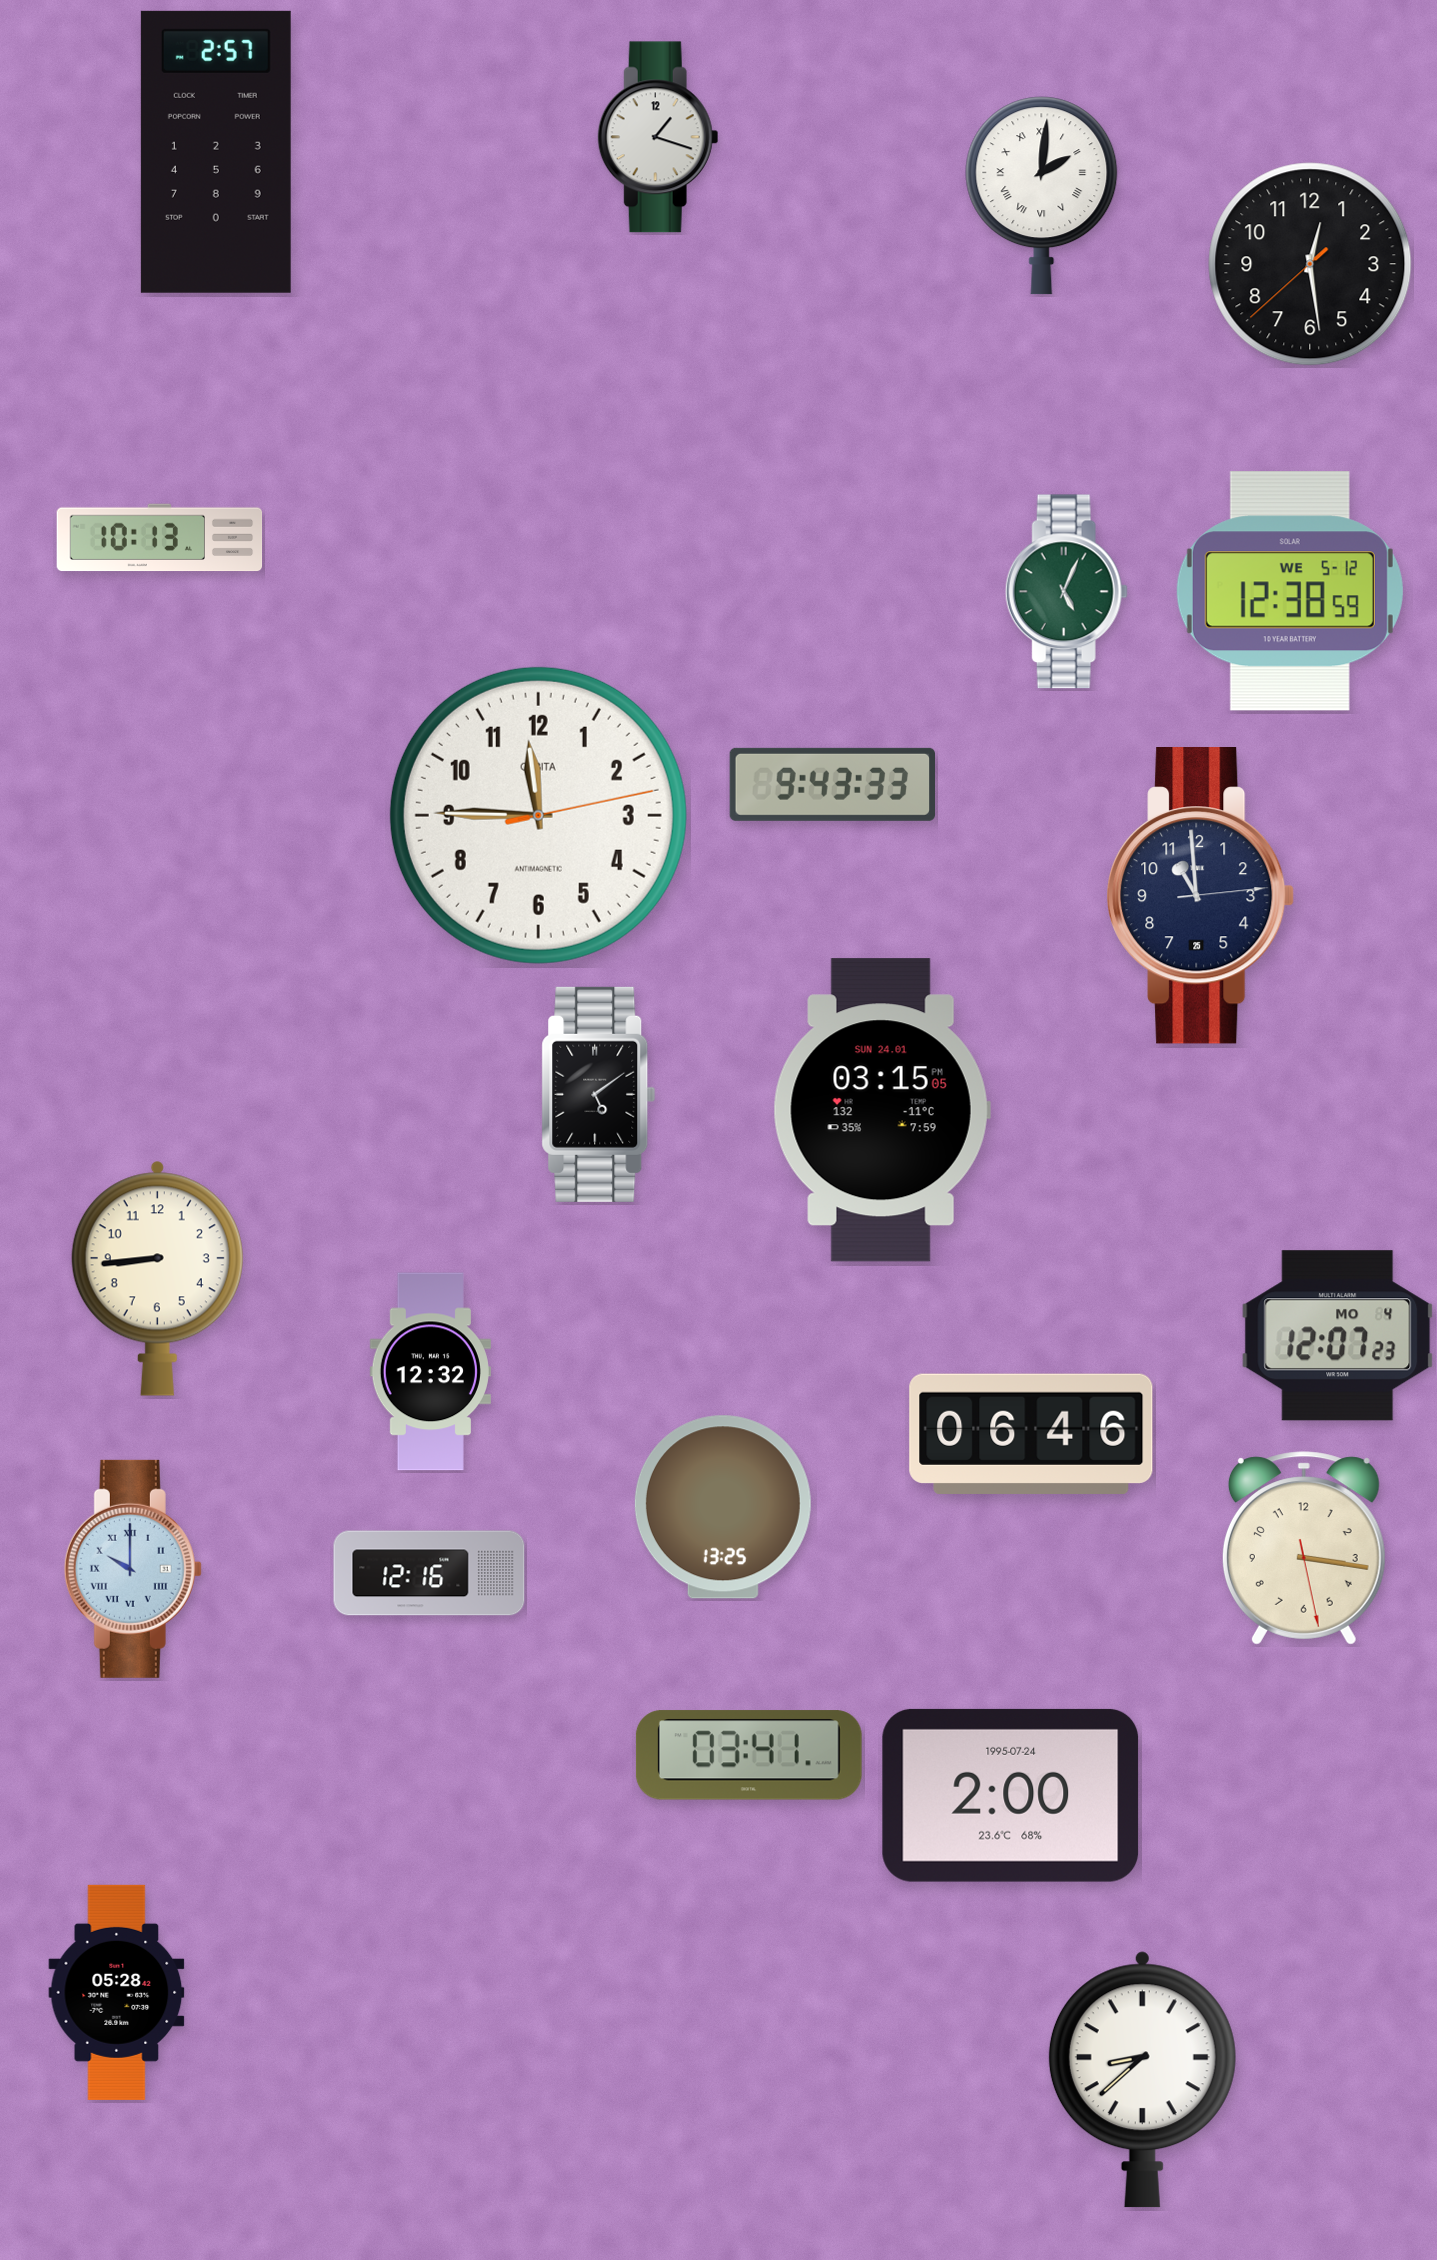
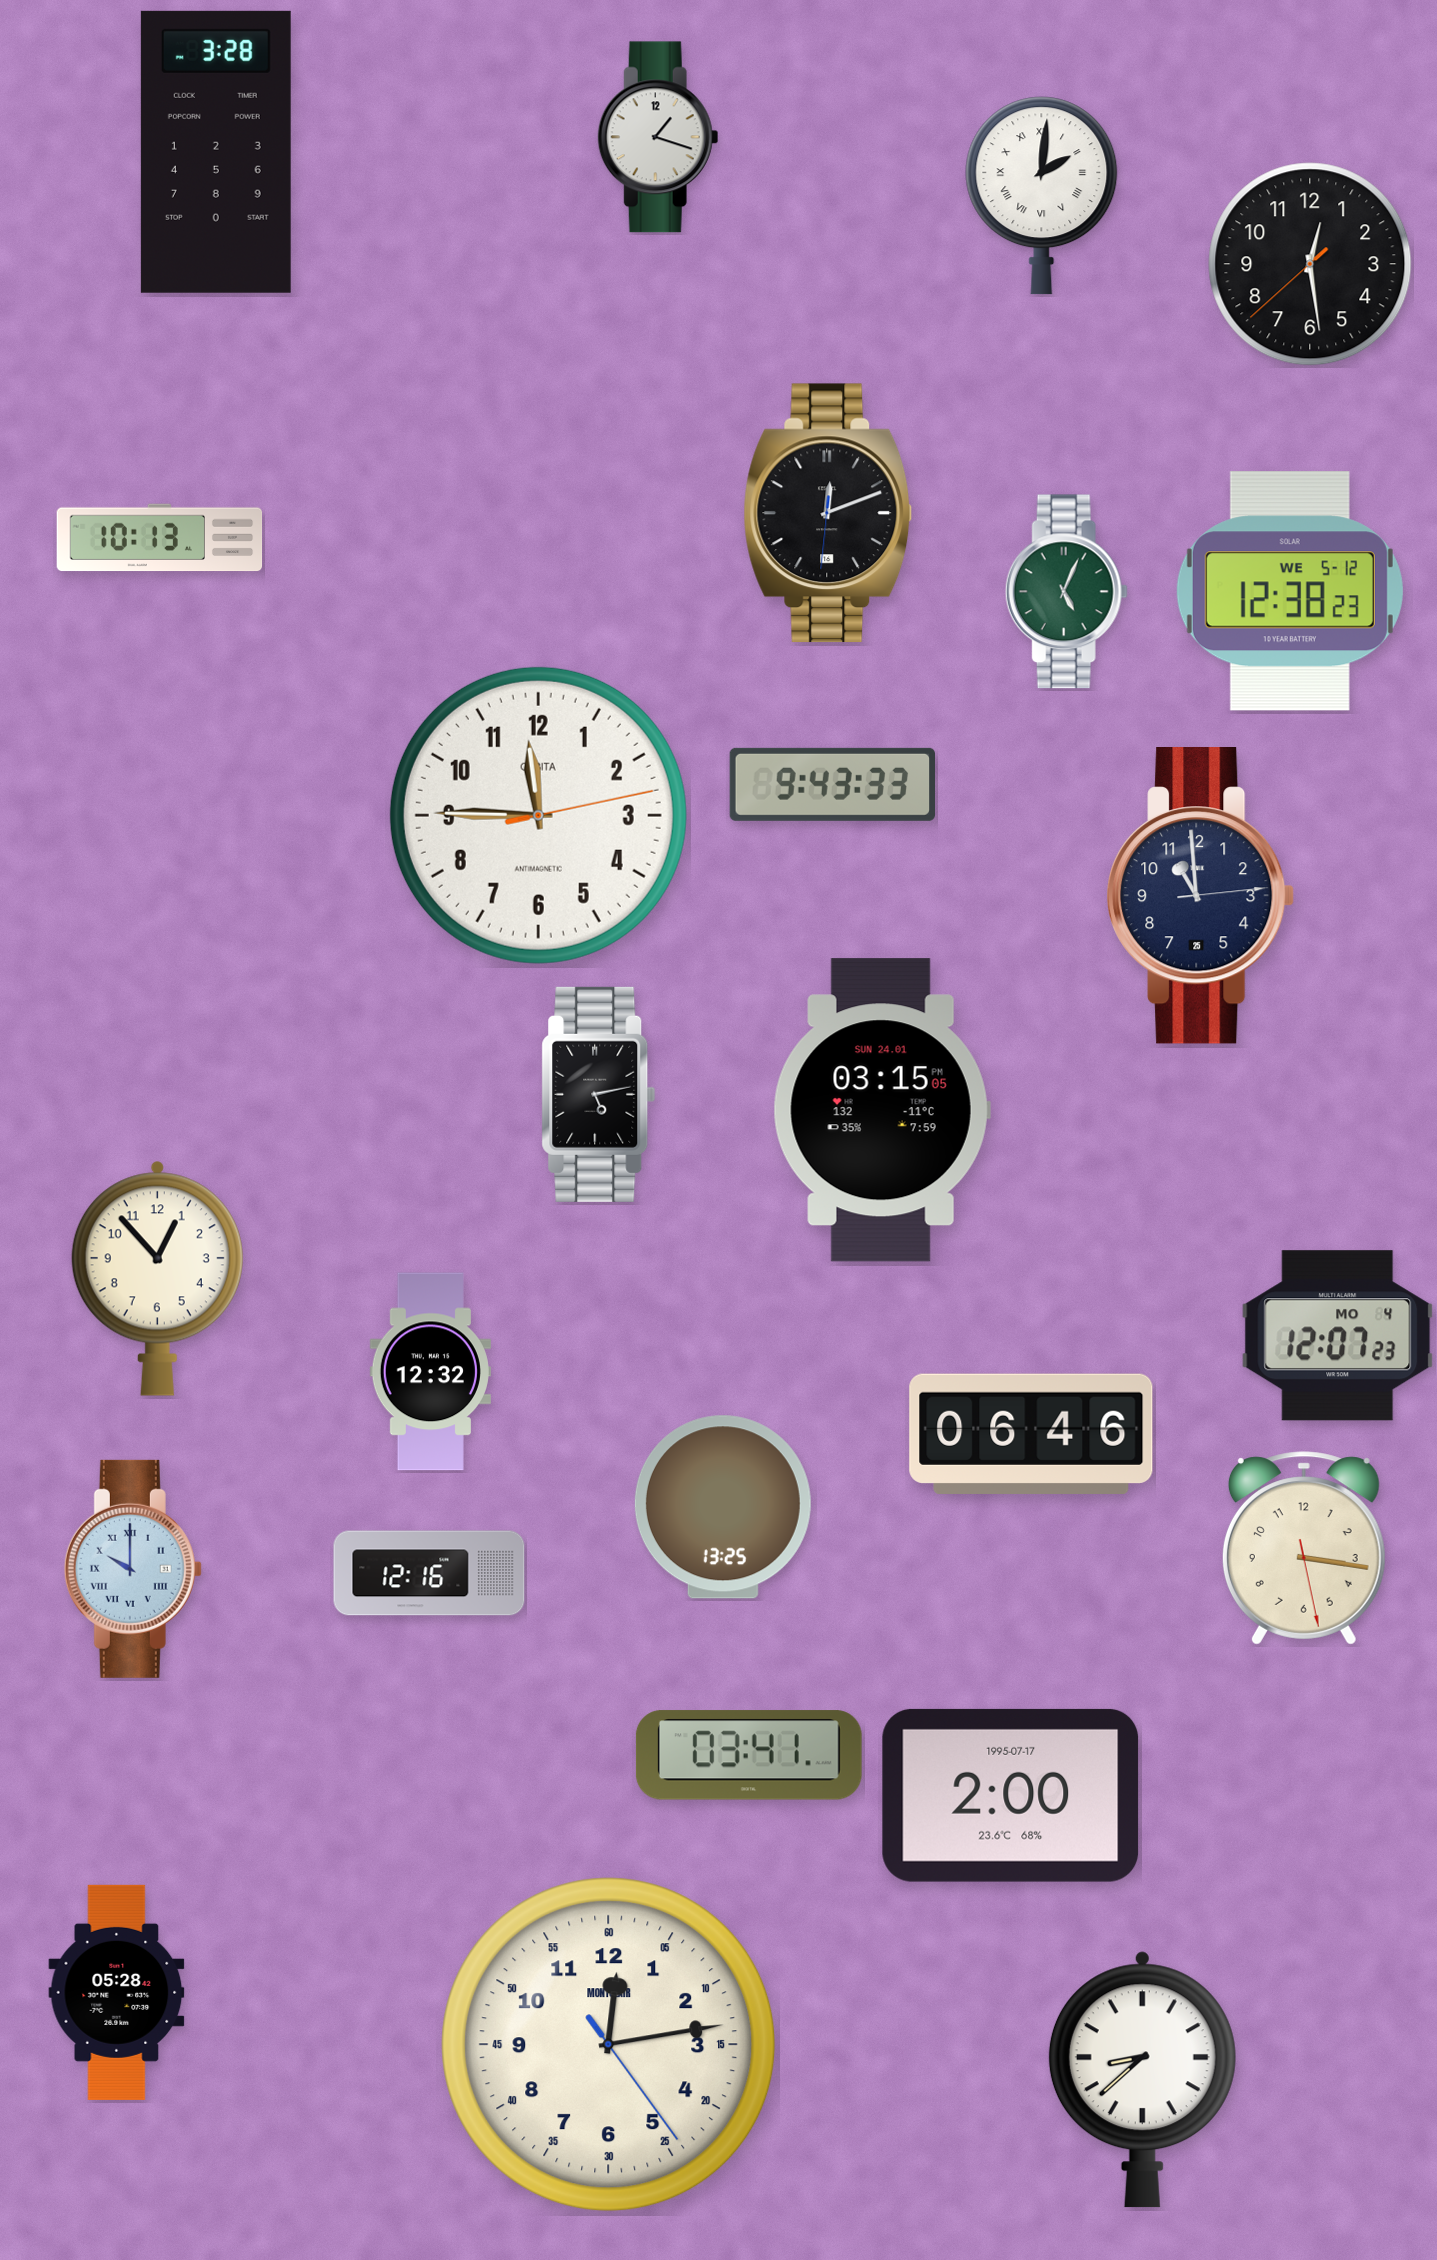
clock at (216, 152): 2:57 -> 3:28
clock at (828, 513): none -> 12:11
clock at (1290, 591): 12:38:59 -> 12:38:23
clock at (599, 1094): 5:09 -> 5:13
clock at (157, 1278): 8:44 -> 12:53
clock at (1011, 1795) date: 1995-07-24 -> 1995-07-17
clock at (609, 2045): none -> 12:13
